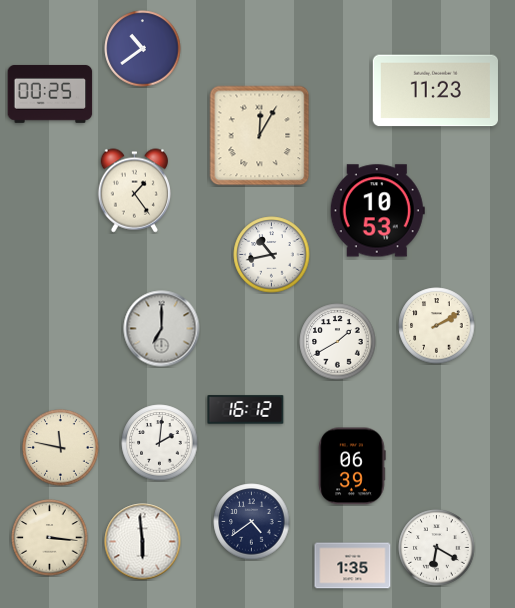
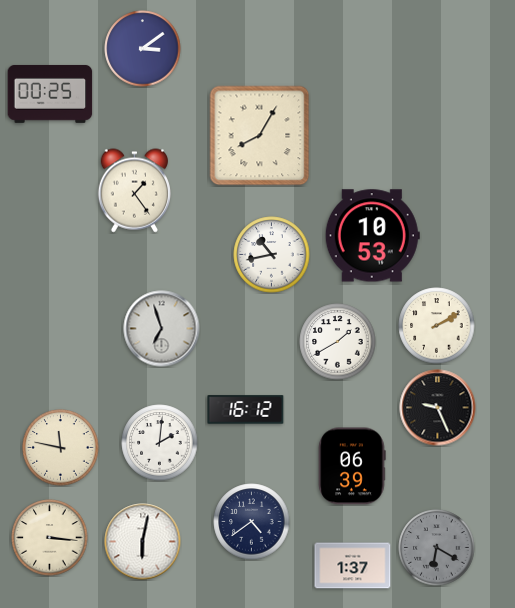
clock at (143, 49): 10:39 -> 3:09
clock at (435, 91): 11:23 -> none
clock at (260, 136): 12:05 -> 8:05
clock at (377, 211) position: (377, 211) -> (372, 236)
clock at (162, 329): 7:00 -> 6:57
clock at (438, 408): none -> 9:26
clock at (143, 542): 5:59 -> 6:02
clock at (437, 548) dial: white -> grey
clock at (353, 566): 1:35 -> 1:37
